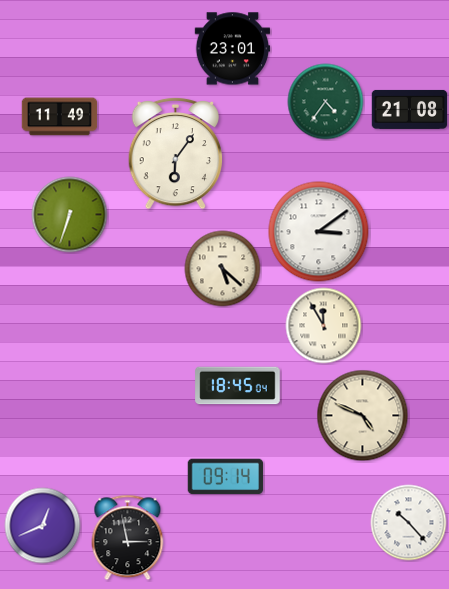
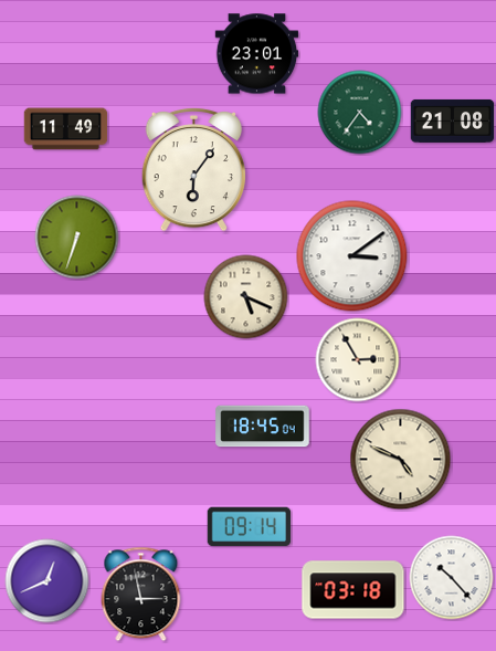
clock at (223, 269): 5:22 -> 5:19
clock at (324, 326): 11:55 -> 2:55
clock at (353, 590): none -> 03:18
